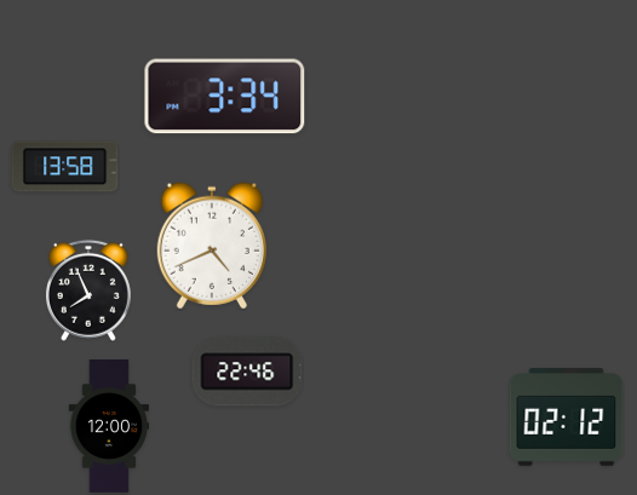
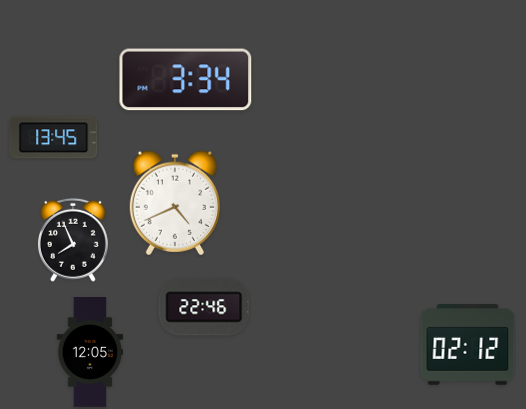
clock at (65, 167): 13:58 -> 13:45
clock at (108, 427): 12:00 -> 12:05
